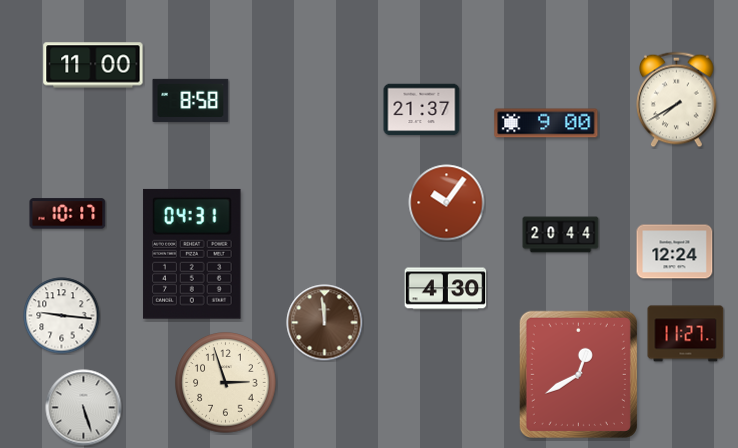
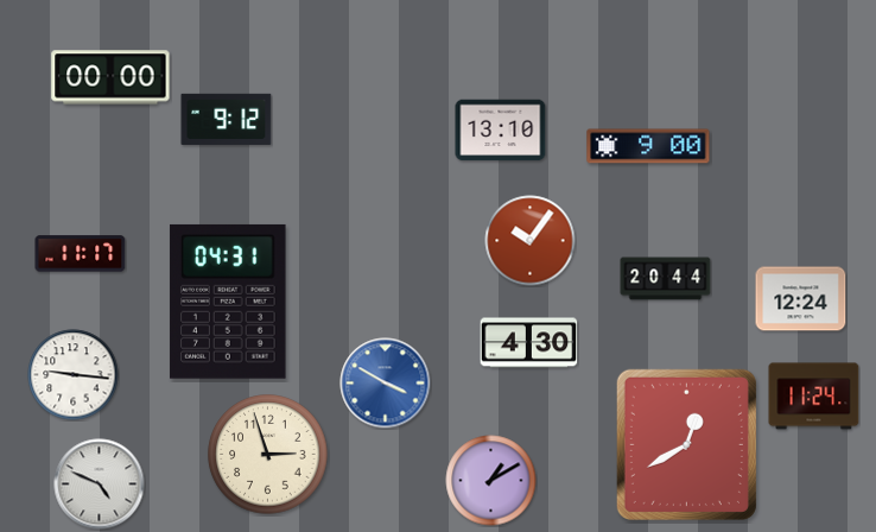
clock at (93, 65): 11:00 -> 00:00
clock at (191, 100): 8:58 -> 9:12
clock at (677, 100): 7:40 -> none
clock at (422, 110): 21:37 -> 13:10
clock at (68, 214): 10:17 -> 11:17
clock at (325, 323): 11:59 -> 3:50
clock at (325, 323) dial: brown -> blue
clock at (686, 334): 11:27 -> 11:24
clock at (491, 481): none -> 1:10
clock at (84, 408): 5:27 -> 4:49
